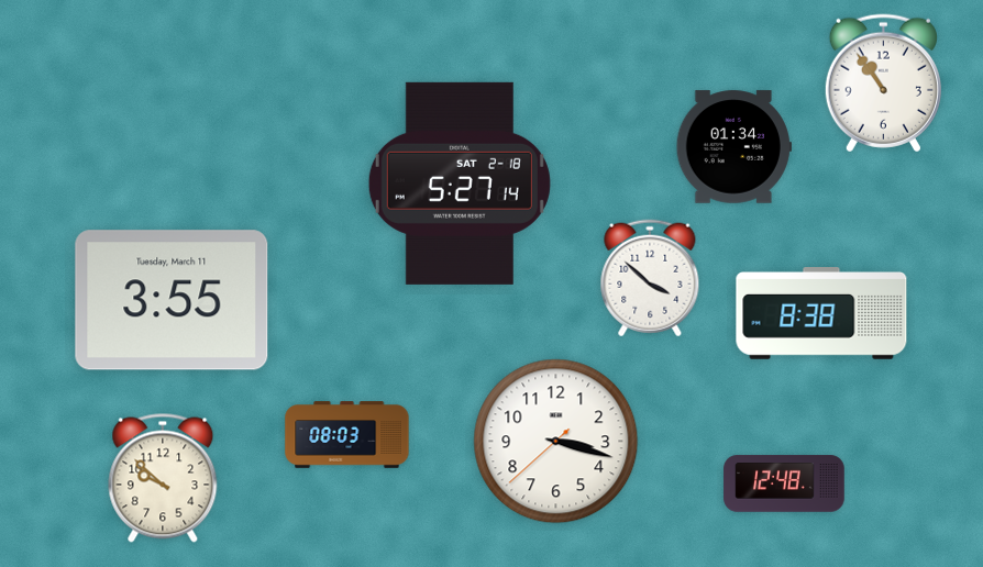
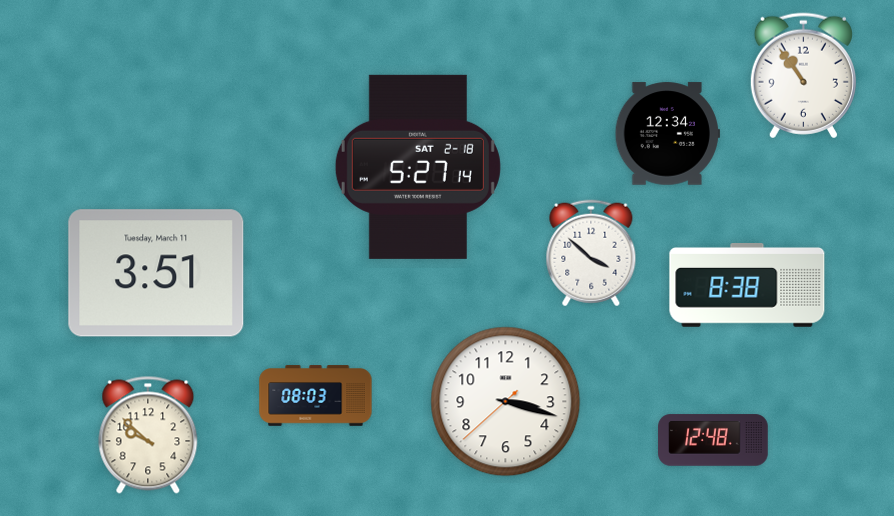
clock at (733, 147): 01:34 -> 12:34
clock at (172, 300): 3:55 -> 3:51
